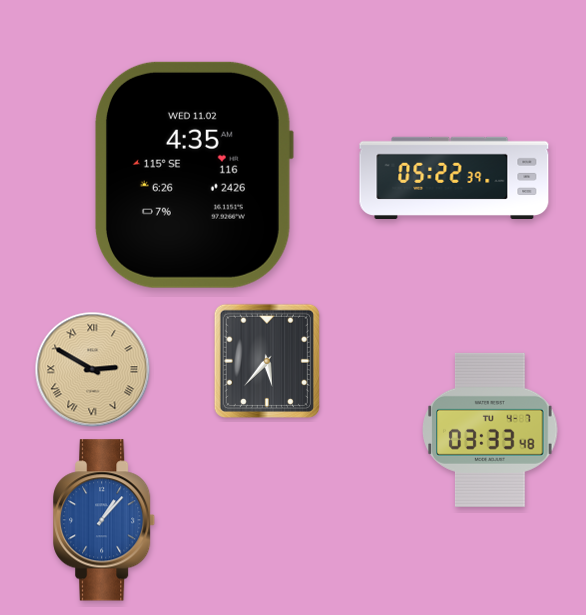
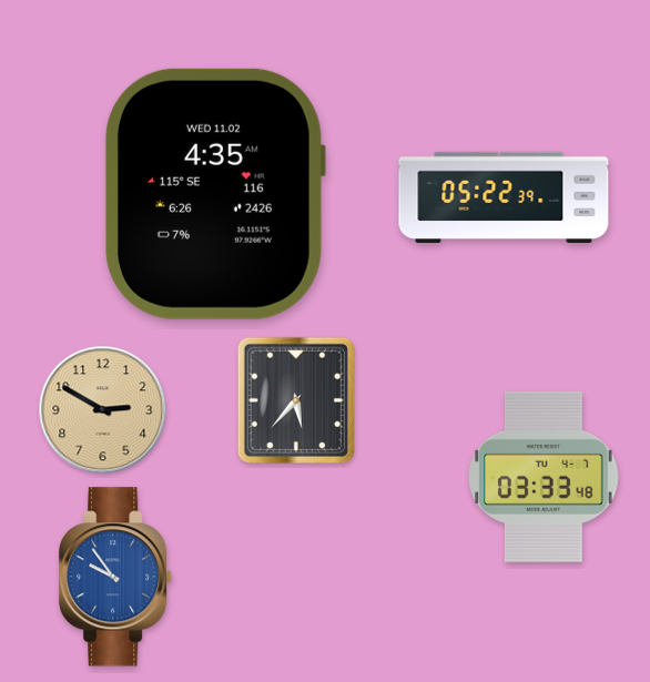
clock at (93, 370) numerals: Roman -> Arabic
clock at (105, 520): 1:07 -> 9:54
